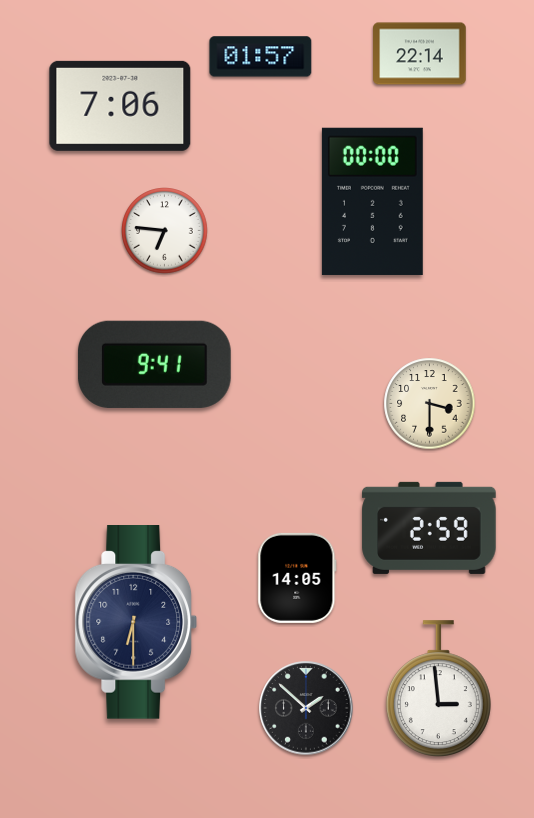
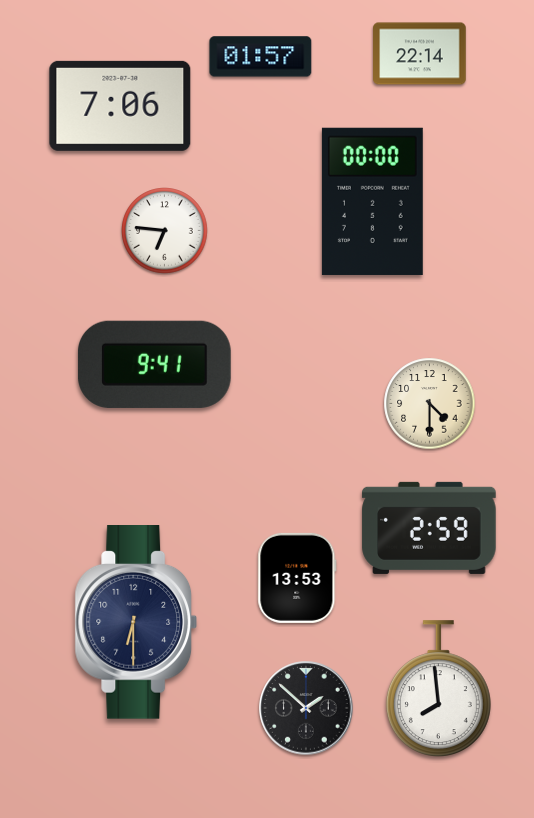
clock at (430, 404): 3:30 -> 4:30
clock at (297, 578): 14:05 -> 13:53
clock at (438, 689): 2:59 -> 7:59
